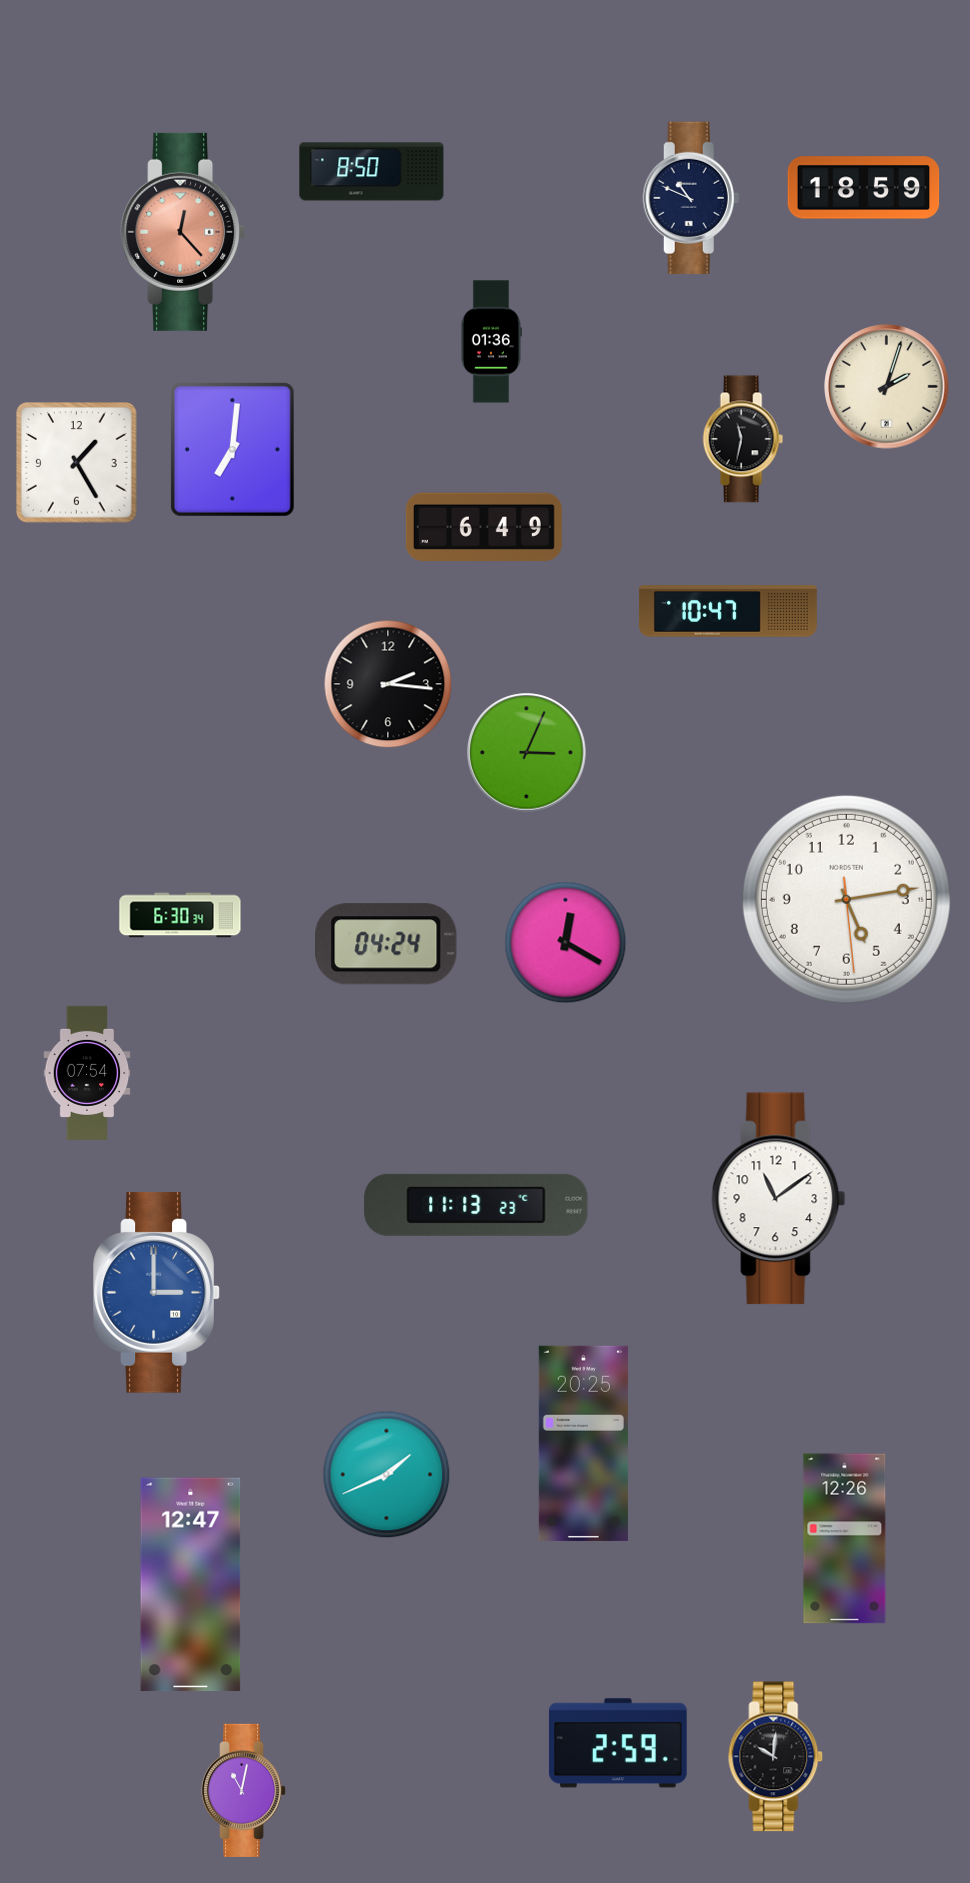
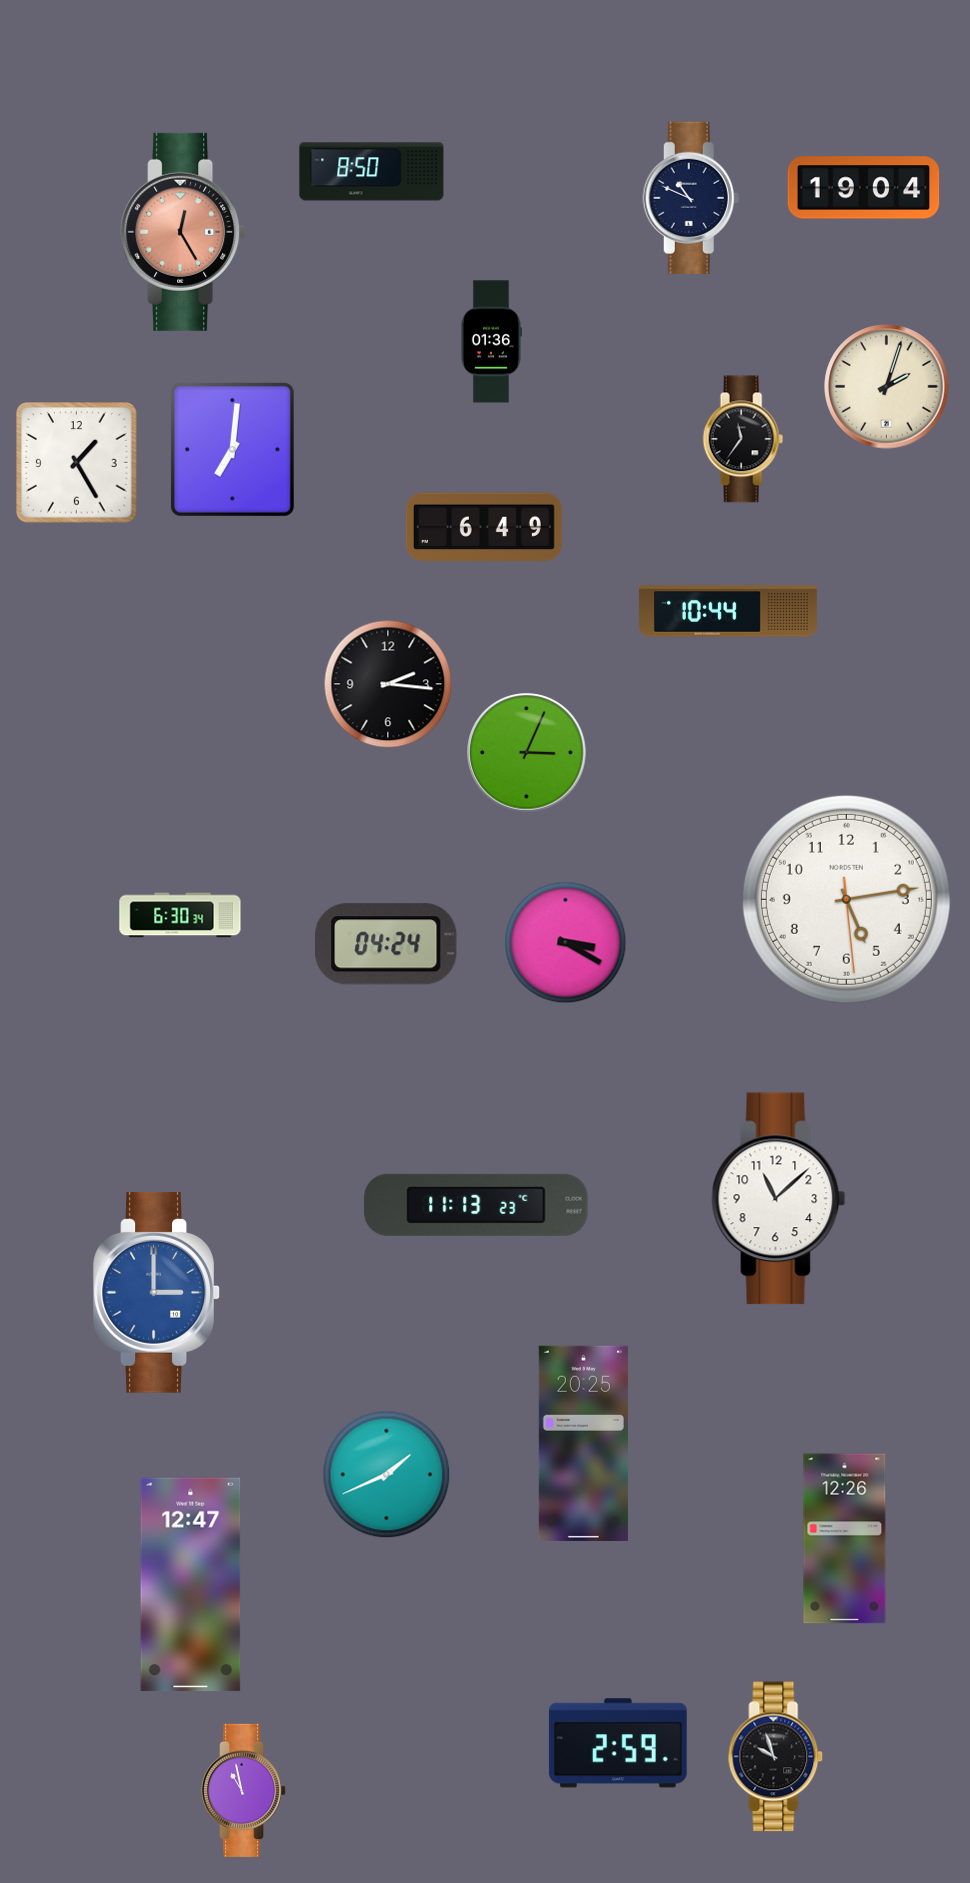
clock at (864, 188): 18:59 -> 19:04
clock at (183, 232): 12:23 -> 12:25
clock at (743, 439): 11:32 -> 11:36
clock at (728, 611): 10:47 -> 10:44
clock at (566, 943): 12:20 -> 3:20
clock at (87, 1073): 07:54 -> none
clock at (779, 1199): 11:09 -> 11:08
clock at (776, 1757): 10:01 -> 9:57
clock at (245, 1790): 11:02 -> 10:58
